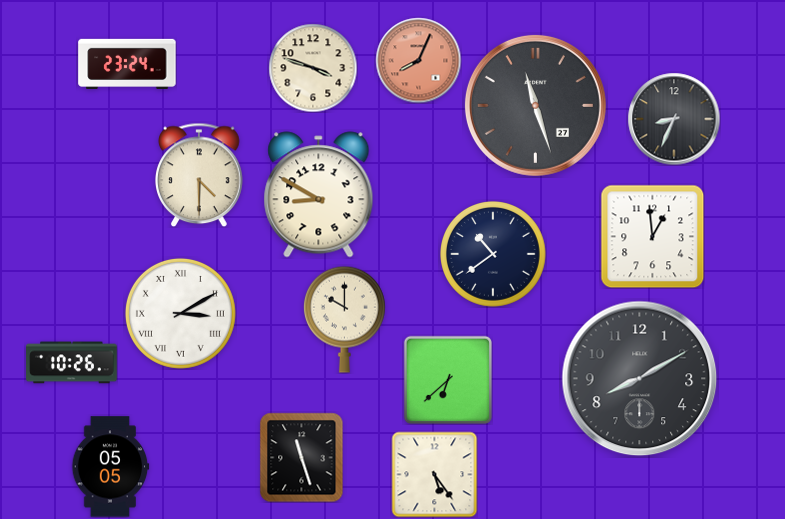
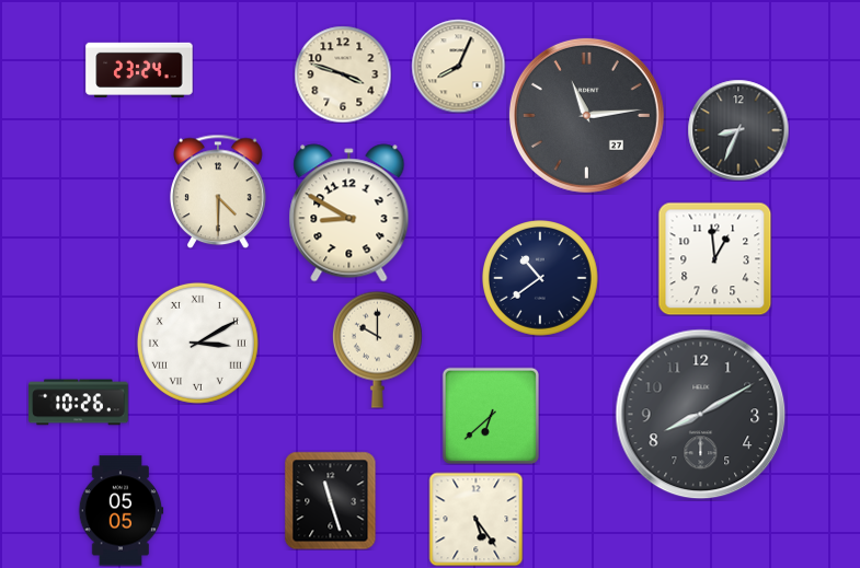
clock at (418, 60) dial: salmon -> cream
clock at (535, 105): 11:27 -> 11:14
clock at (72, 363) position: (72, 363) -> (79, 403)
